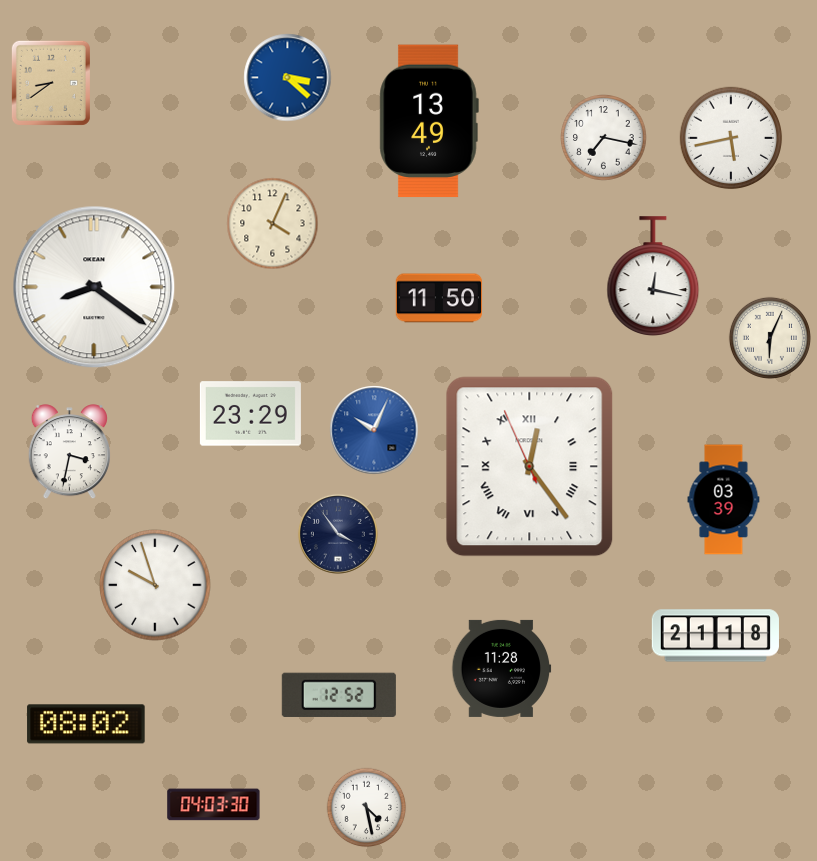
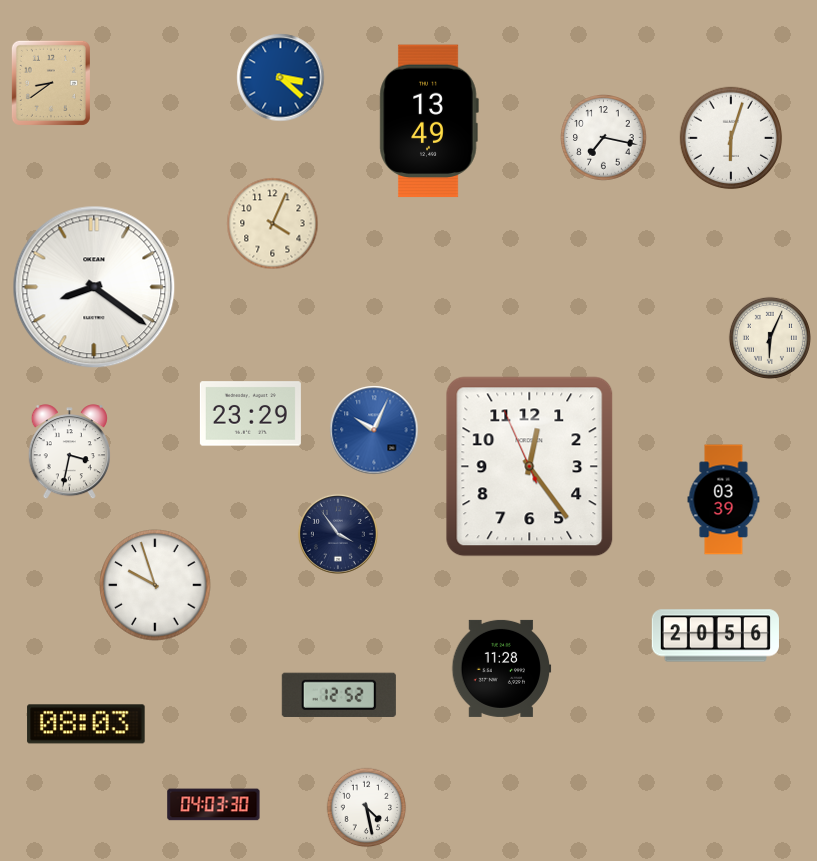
clock at (288, 78) position: (288, 78) -> (281, 78)
clock at (731, 138): 5:43 -> 6:03
clock at (653, 276): 12:17 -> none
clock at (439, 298): 11:50 -> none
clock at (530, 467) numerals: Roman -> Arabic
clock at (715, 636): 21:18 -> 20:56
clock at (86, 724): 08:02 -> 08:03
